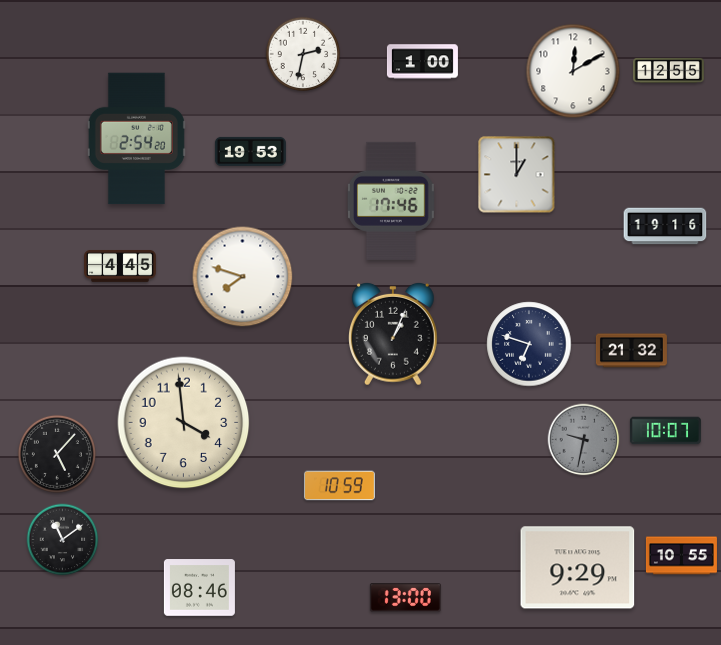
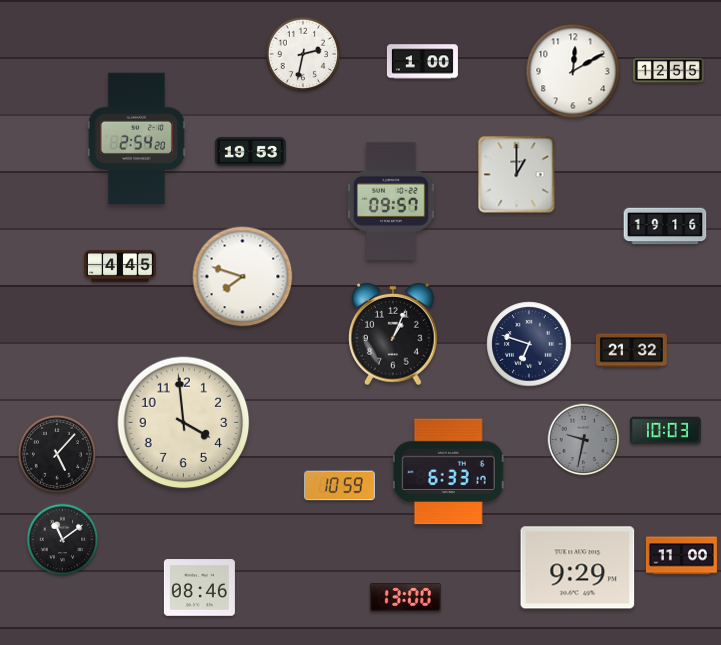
clock at (391, 201): 17:46 -> 09:57
clock at (665, 431): 10:07 -> 10:03
clock at (448, 472): none -> 6:33
clock at (681, 556): 10:55 -> 11:00
